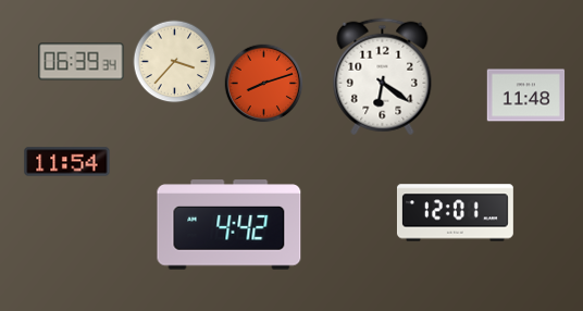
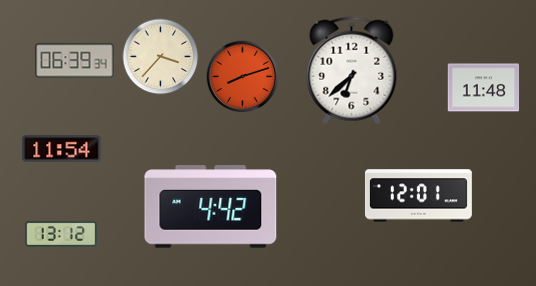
clock at (82, 62) position: (82, 62) -> (75, 61)
clock at (383, 77): 6:21 -> 6:38
clock at (61, 234): none -> 13:12
